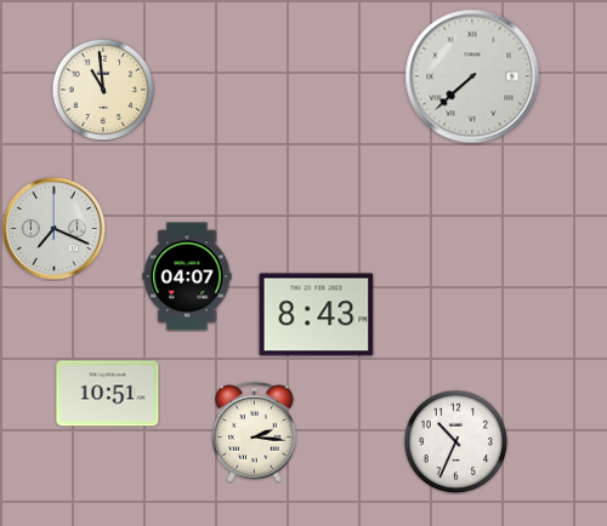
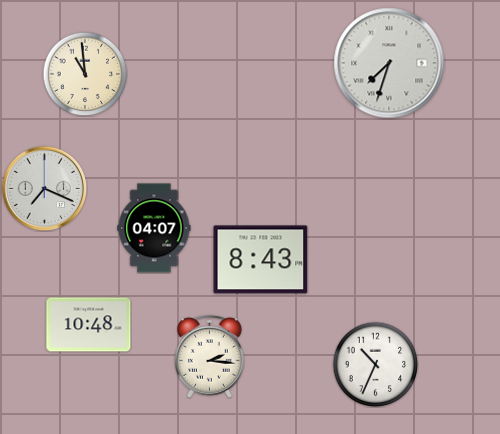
clock at (472, 76): 7:38 -> 7:33
clock at (108, 394): 10:51 -> 10:48
